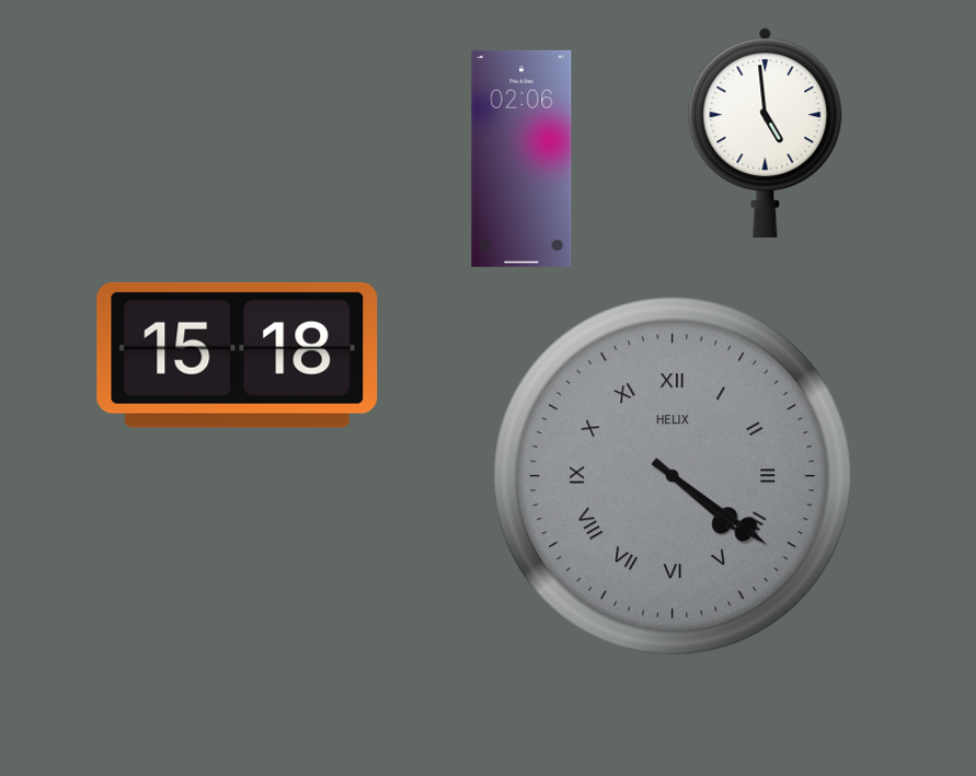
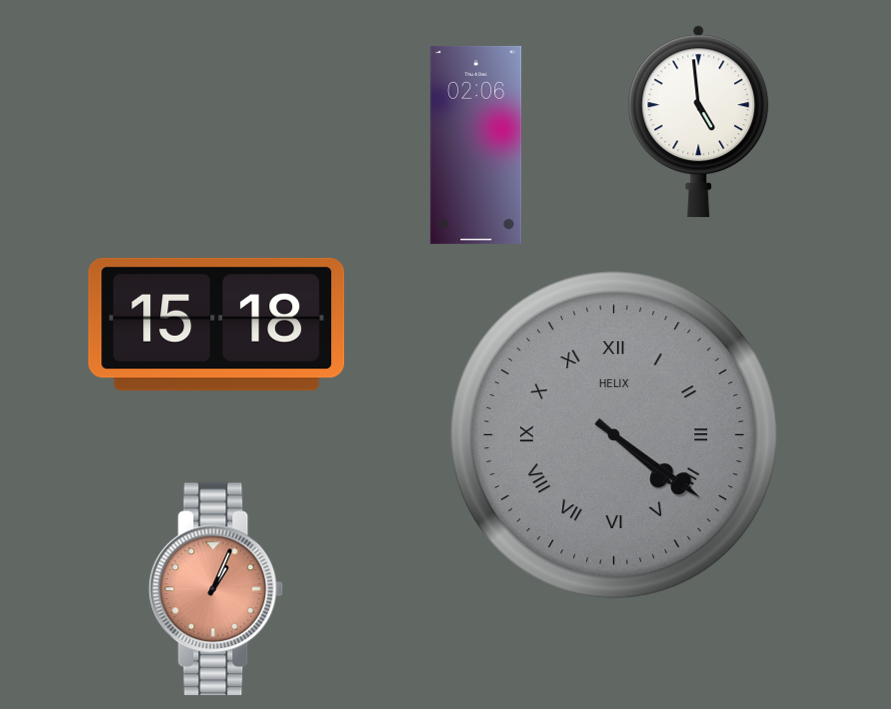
clock at (216, 589): none -> 1:04
